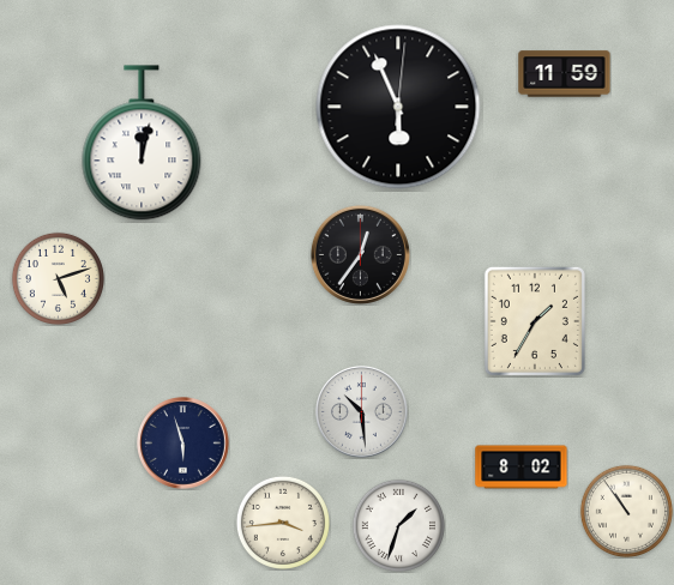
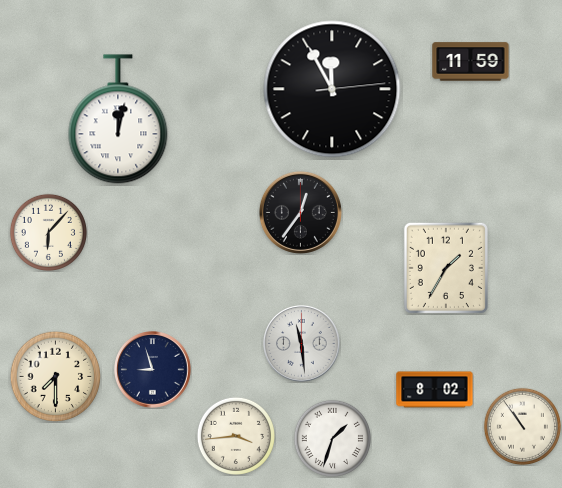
clock at (398, 107): 5:56 -> 11:55
clock at (58, 278): 5:12 -> 6:07
clock at (362, 412): 10:29 -> 11:29
clock at (183, 444): 5:57 -> 8:57
clock at (55, 376): none -> 7:30
